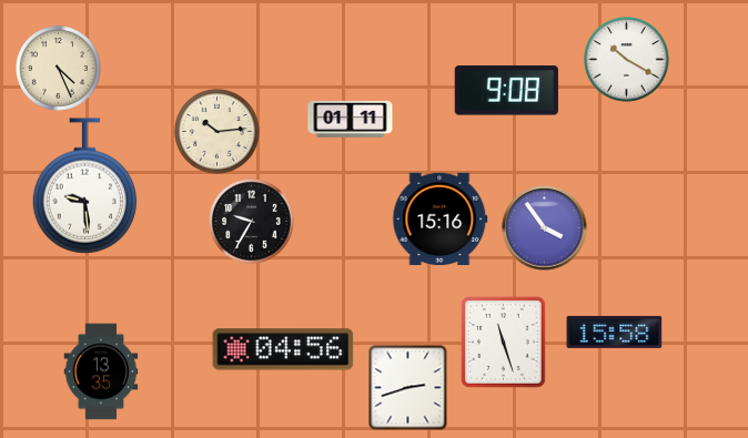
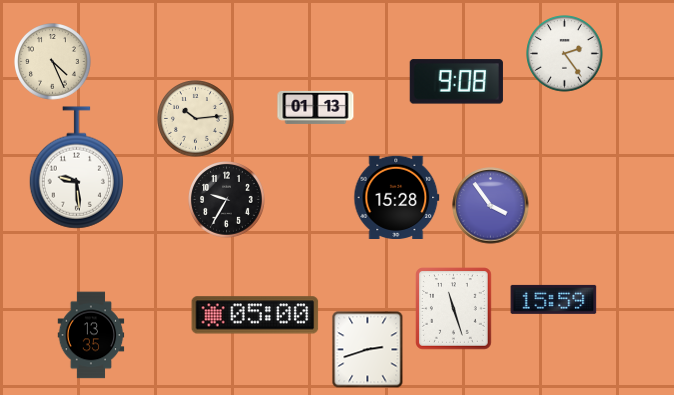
clock at (627, 60): 10:20 -> 2:24
clock at (351, 119): 01:11 -> 01:13
clock at (441, 218): 15:16 -> 15:28
clock at (615, 332): 15:58 -> 15:59
clock at (283, 349): 04:56 -> 05:00
